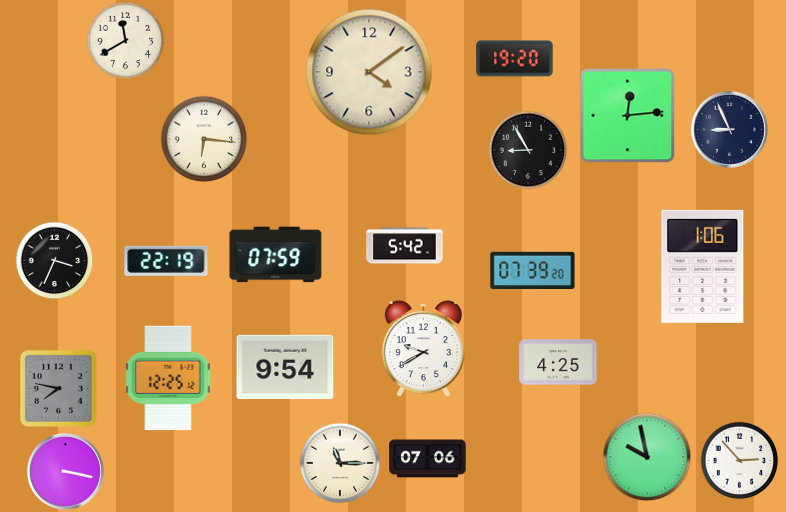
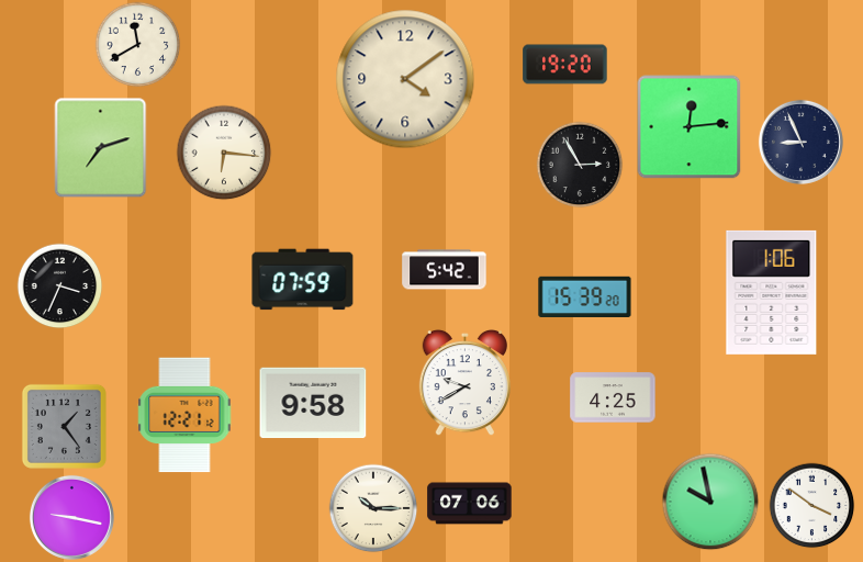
clock at (101, 148): none -> 7:12
clock at (528, 150): 8:55 -> 2:55
clock at (166, 261): 22:19 -> none
clock at (533, 270): 07:39 -> 15:39
clock at (285, 367): 9:54 -> 9:58
clock at (168, 378): 12:25 -> 12:21
clock at (58, 388): 7:47 -> 1:24
clock at (739, 460): 2:53 -> 3:51
clock at (340, 463): 11:15 -> 10:15
clock at (65, 471): 3:17 -> 9:17
